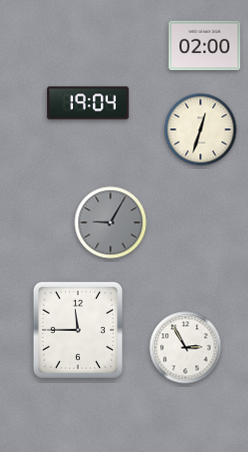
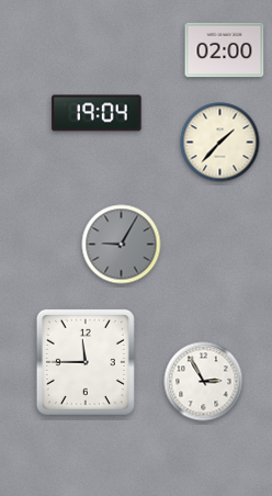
clock at (201, 130): 12:33 -> 1:37
